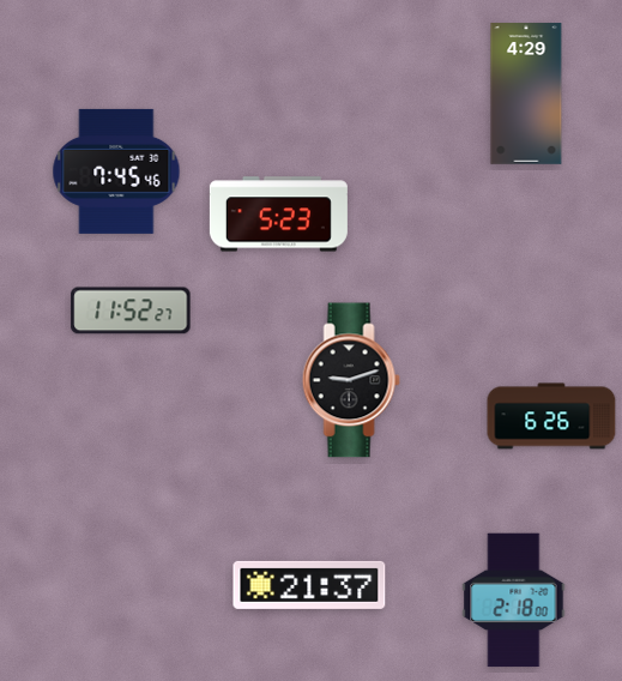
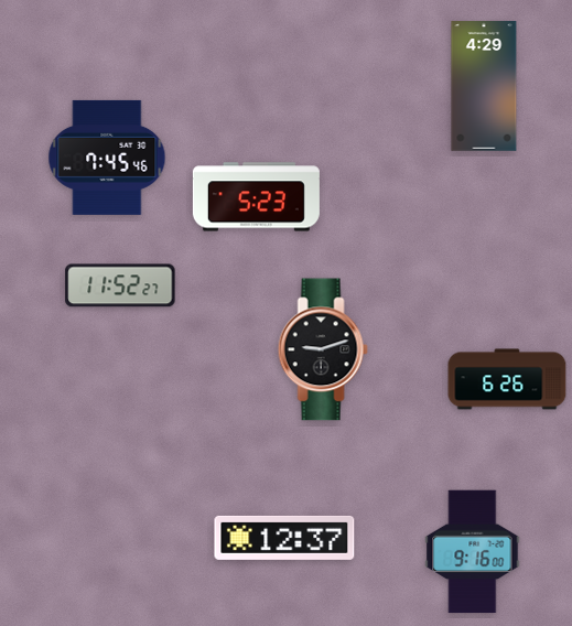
clock at (551, 416) position: (551, 416) -> (507, 379)
clock at (309, 585): 21:37 -> 12:37
clock at (514, 601): 2:18 -> 9:16
